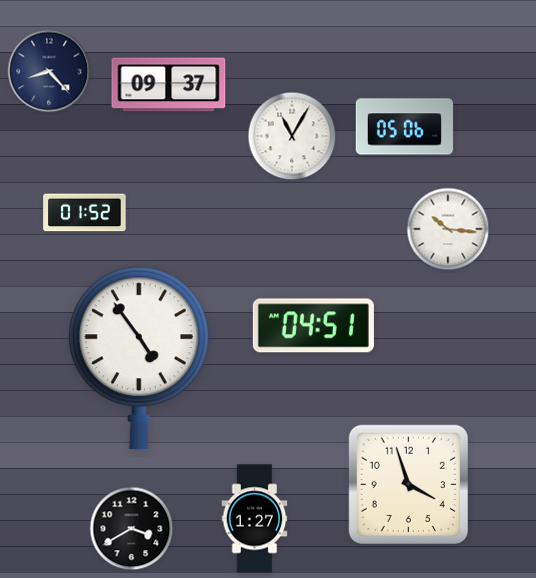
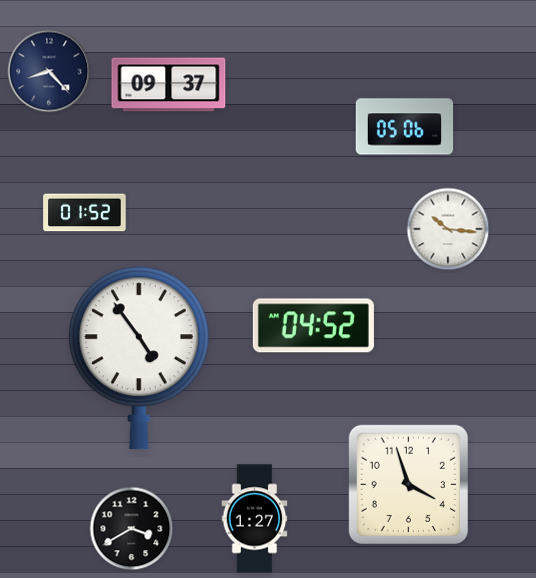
clock at (292, 136): 11:05 -> none
clock at (313, 326): 04:51 -> 04:52
